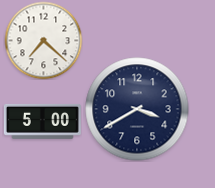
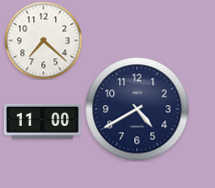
clock at (137, 109): 3:40 -> 4:40
clock at (42, 121): 5:00 -> 11:00
